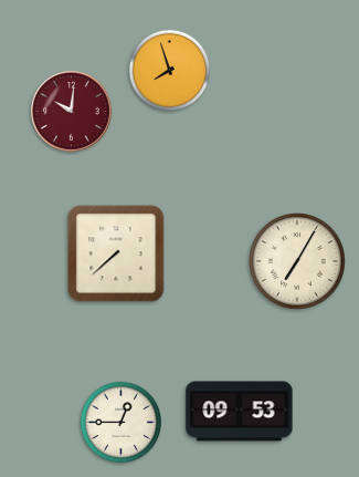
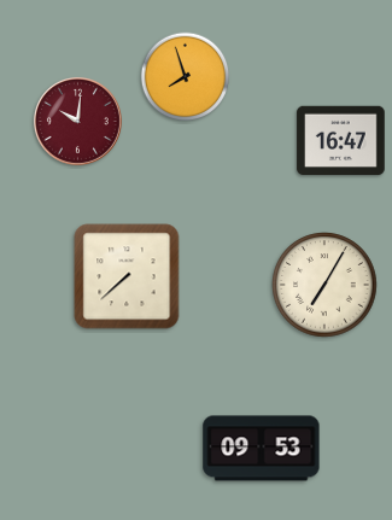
clock at (341, 141): none -> 16:47
clock at (122, 423): 12:45 -> none
